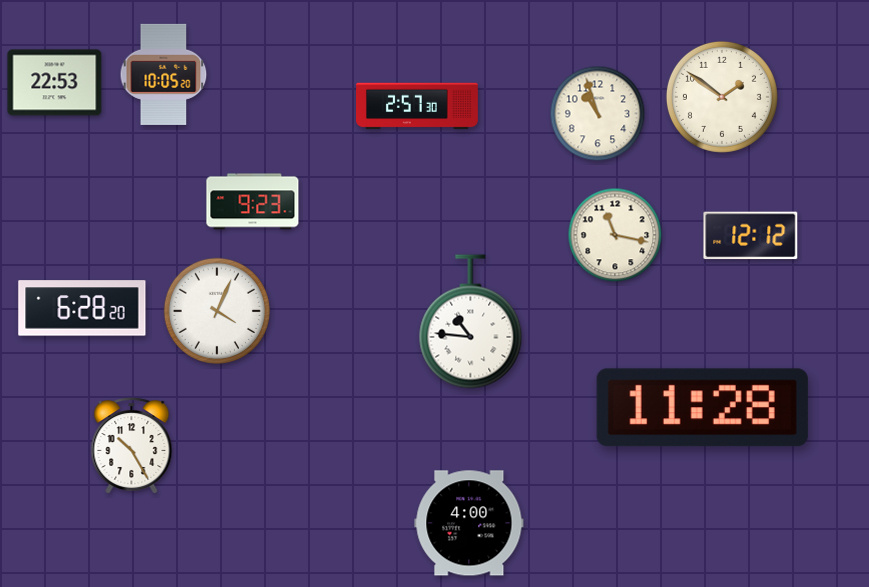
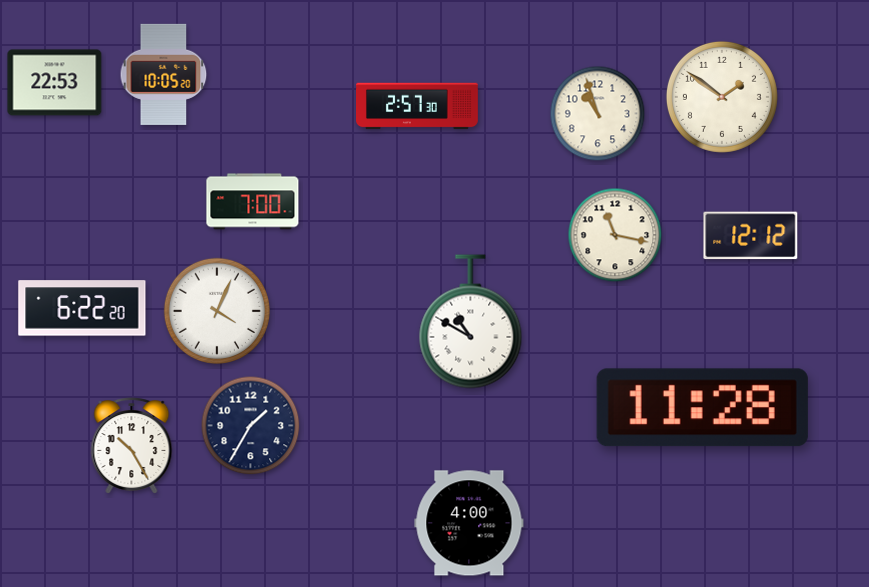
clock at (253, 202): 9:23 -> 7:00
clock at (82, 308): 6:28 -> 6:22
clock at (471, 322): 10:46 -> 10:50
clock at (251, 426): none -> 1:35
